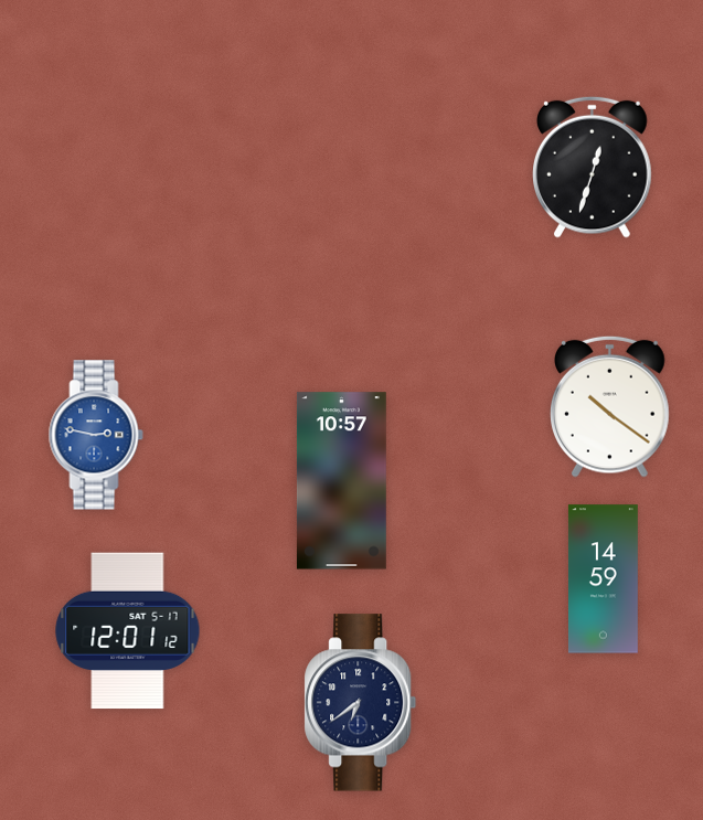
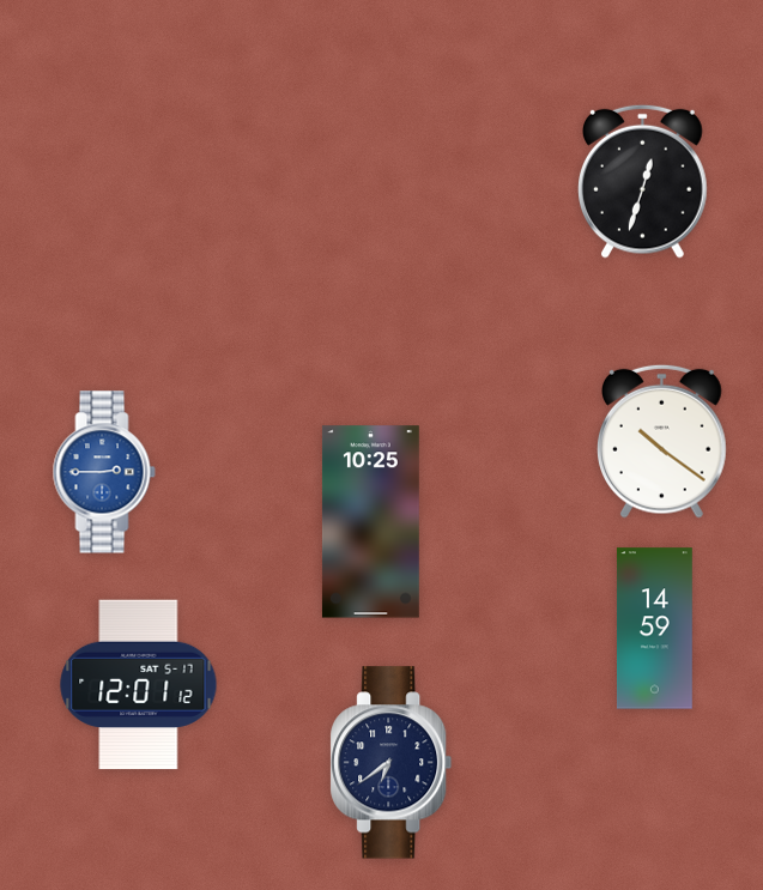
clock at (96, 435): 2:47 -> 2:45
clock at (341, 481): 10:57 -> 10:25
